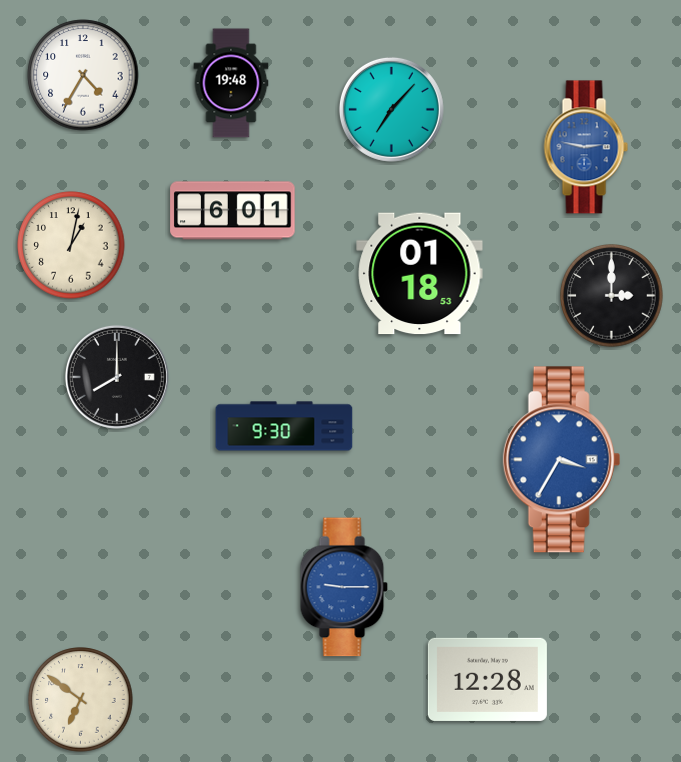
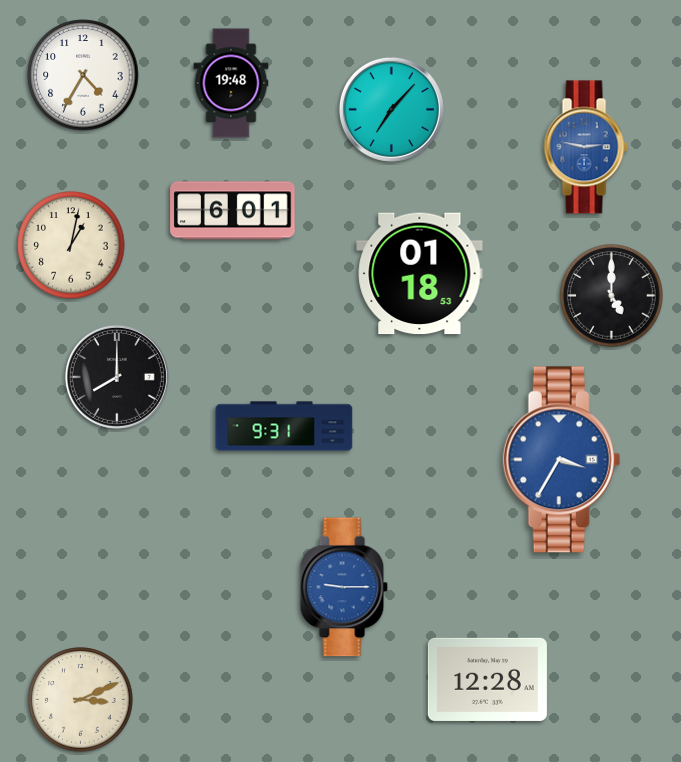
clock at (612, 296): 3:00 -> 5:00
clock at (284, 426): 9:30 -> 9:31
clock at (81, 700): 6:51 -> 3:11
